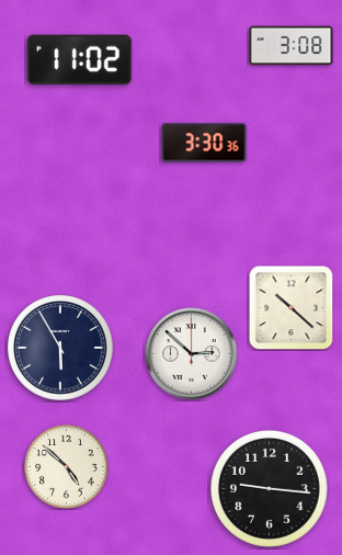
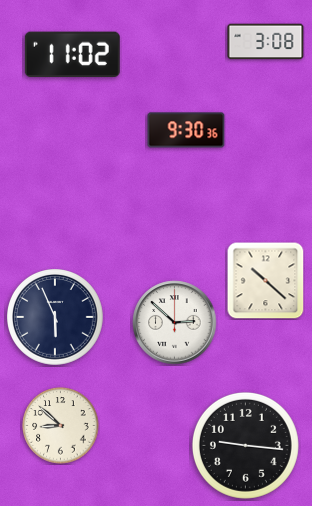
clock at (204, 143): 3:30 -> 9:30
clock at (61, 349): 5:55 -> 5:56
clock at (67, 467): 4:52 -> 8:52
